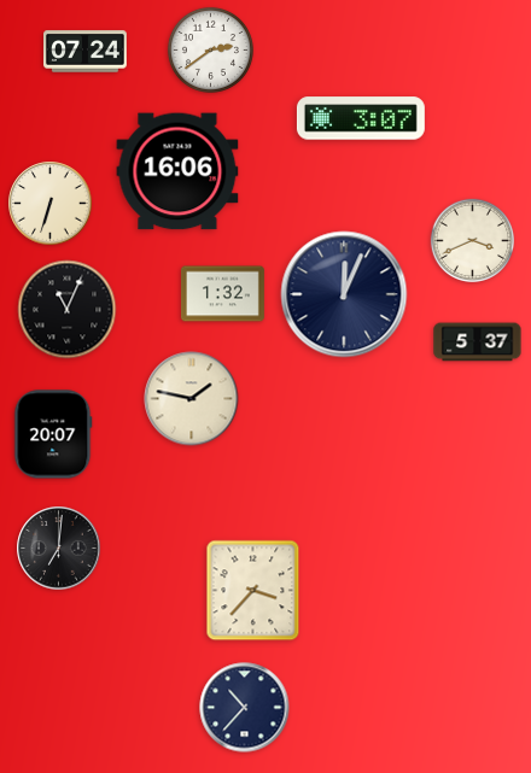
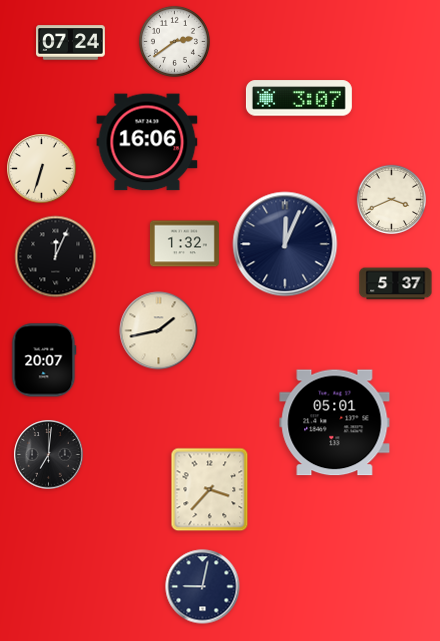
clock at (68, 310): 11:04 -> 12:04
clock at (192, 399): 1:47 -> 1:43
clock at (335, 423): none -> 05:01
clock at (245, 708): 10:37 -> 9:02
